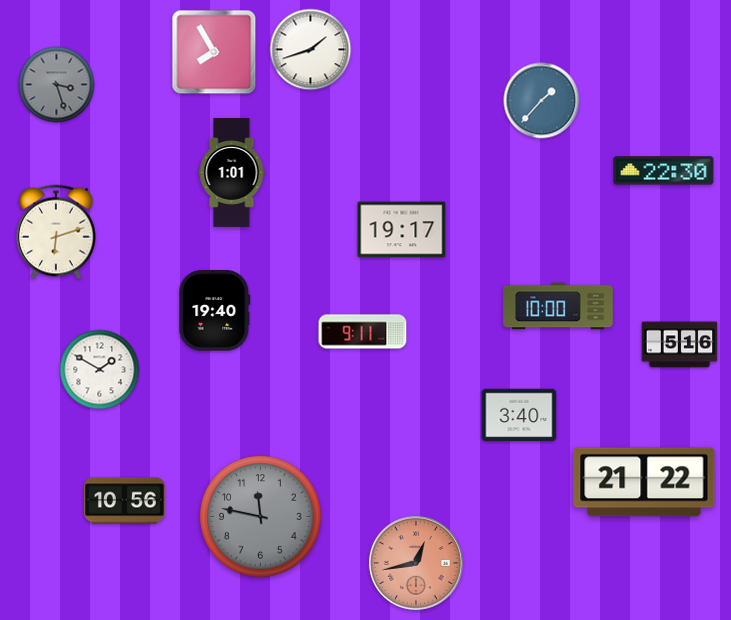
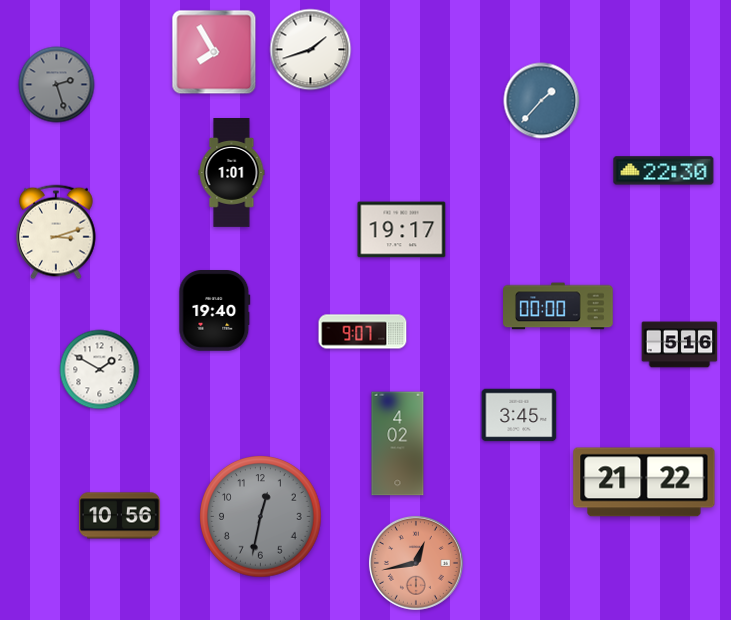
clock at (57, 85): 3:27 -> 2:27
clock at (57, 232): 6:12 -> 3:12
clock at (558, 306): 10:00 -> 00:00
clock at (363, 332): 9:11 -> 9:07
clock at (519, 415): 3:40 -> 3:45
clock at (398, 444): none -> 4:02
clock at (125, 501) position: (125, 501) -> (120, 516)
clock at (261, 517): 11:47 -> 12:32
